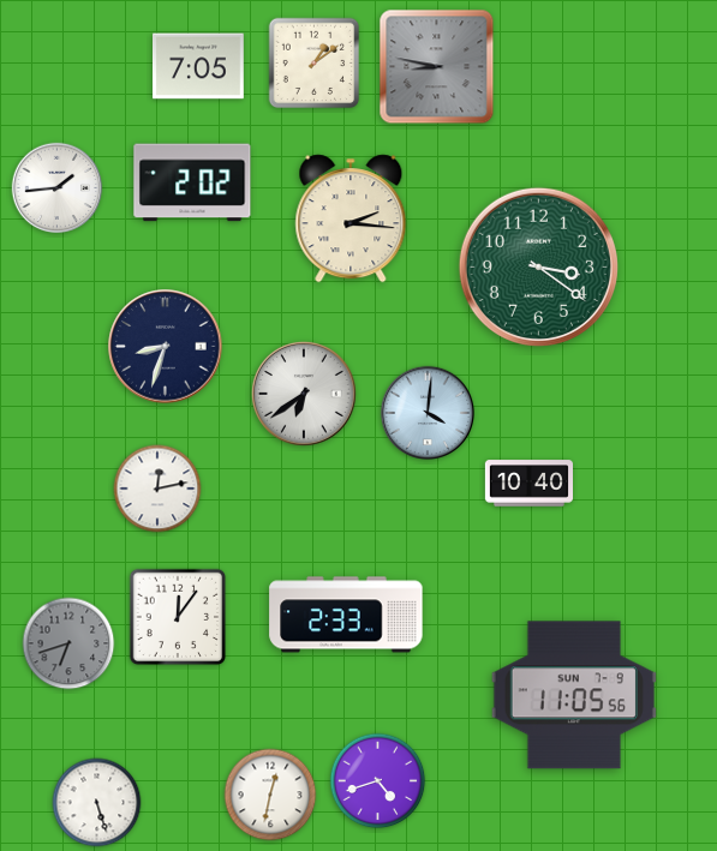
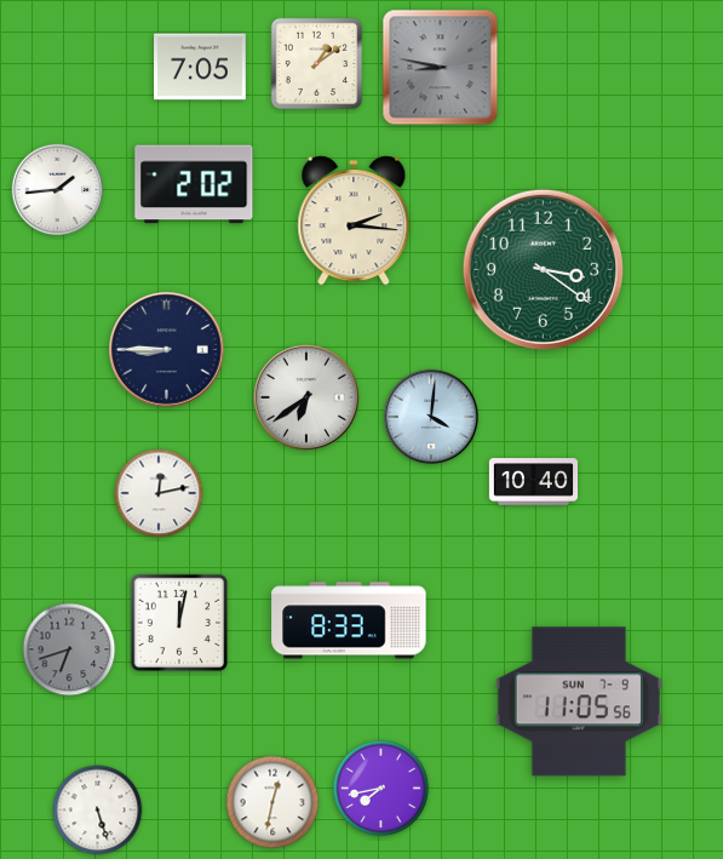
clock at (166, 347): 8:33 -> 8:45
clock at (528, 484) position: (528, 484) -> (533, 482)
clock at (346, 615): 2:33 -> 8:33
clock at (178, 617): 12:06 -> 12:02
clock at (378, 781): 4:42 -> 7:43
